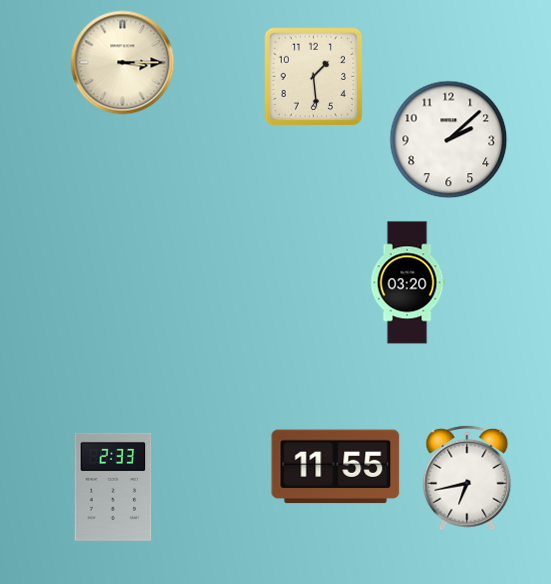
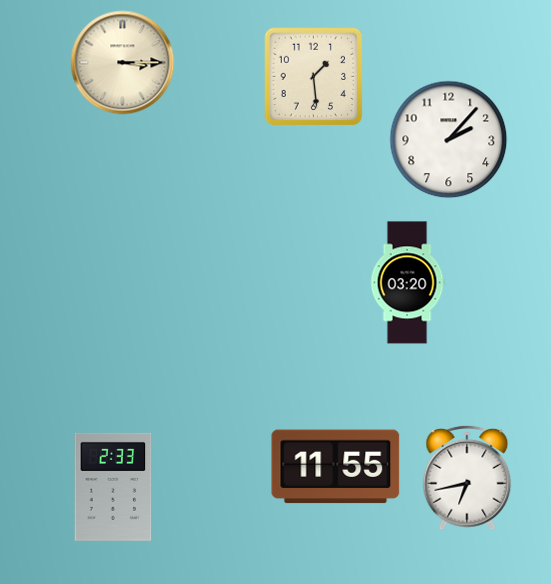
clock at (449, 140): 2:08 -> 2:07
